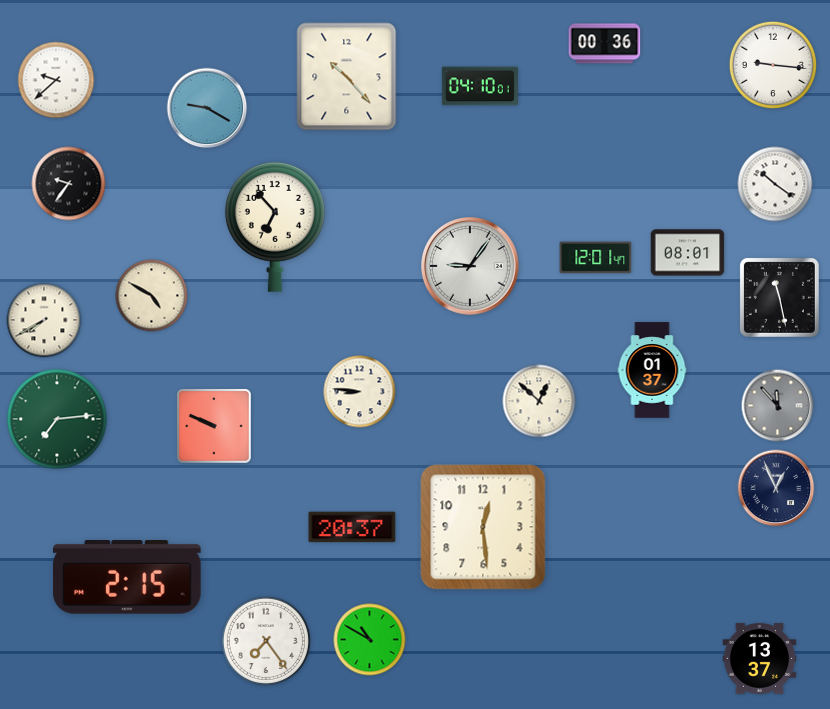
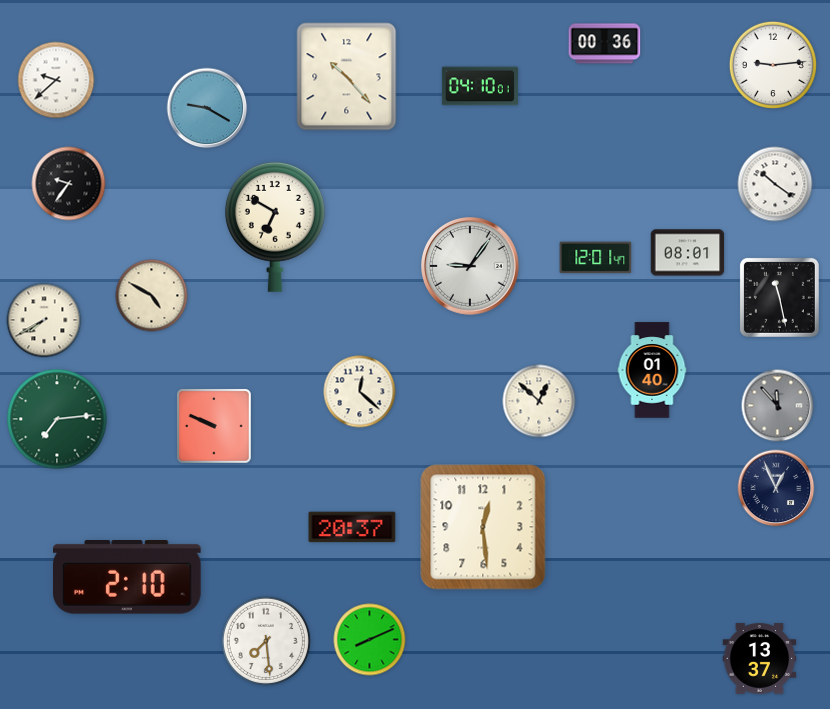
clock at (772, 64): 9:16 -> 9:14
clock at (275, 227): 6:53 -> 6:50
clock at (652, 370): 01:37 -> 01:40
clock at (360, 392): 8:46 -> 12:22
clock at (127, 577): 2:15 -> 2:10
clock at (370, 640): 10:50 -> 8:11
clock at (266, 641): 7:24 -> 7:29
